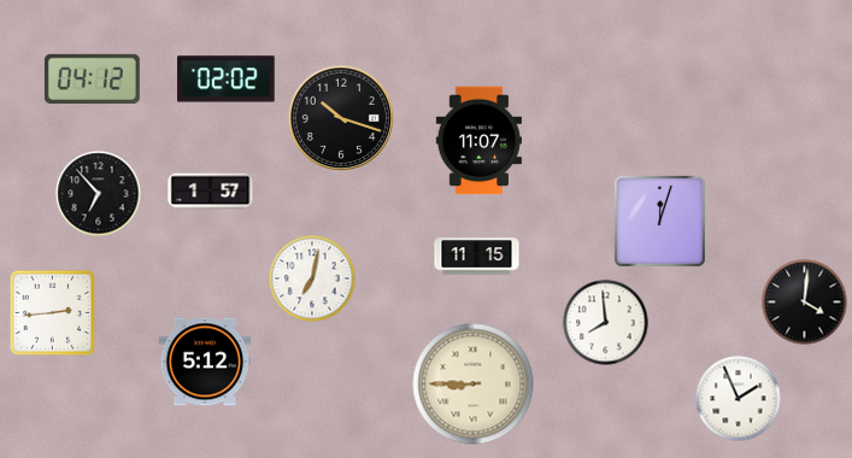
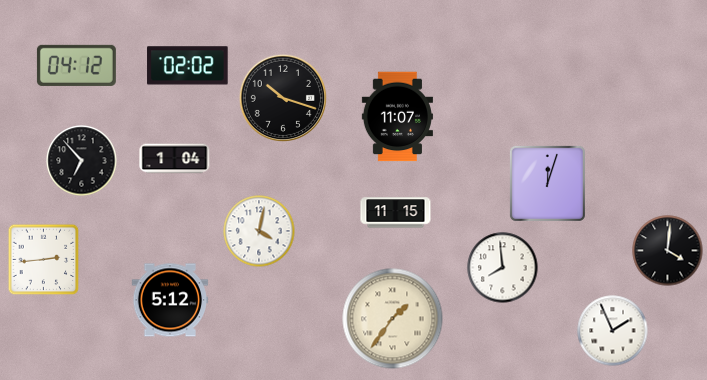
clock at (211, 192): 1:57 -> 1:04
clock at (312, 278): 7:02 -> 4:02
clock at (474, 384): 8:45 -> 1:36
